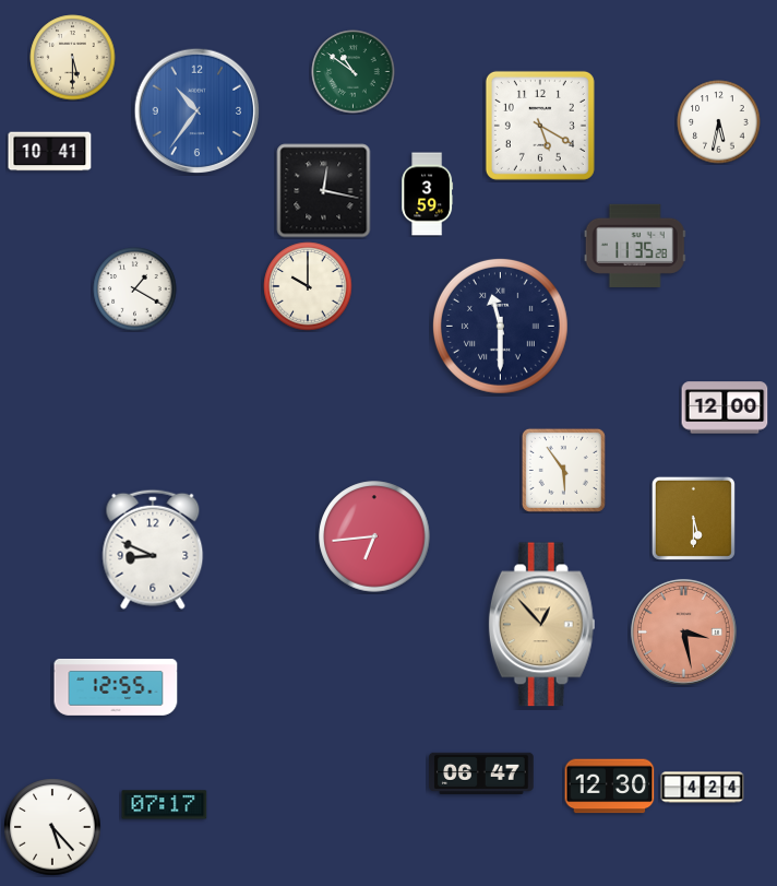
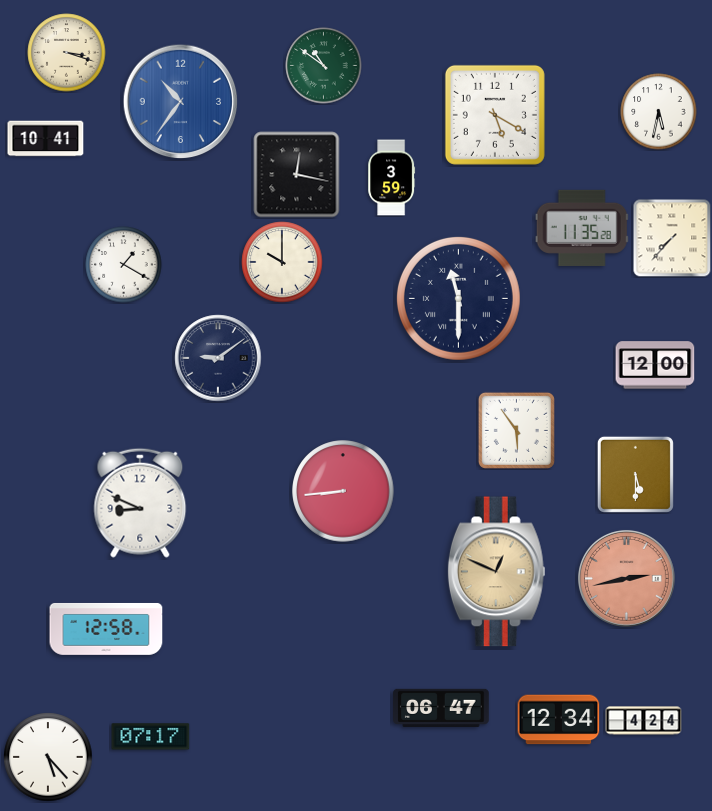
clock at (73, 58): 5:30 -> 3:18
clock at (635, 246) position: (635, 246) -> (582, 228)
clock at (672, 238): none -> 7:37
clock at (218, 358): none -> 9:09
clock at (725, 407) position: (725, 407) -> (655, 365)
clock at (374, 536): 6:44 -> 8:44
clock at (541, 625): 12:53 -> 12:49
clock at (683, 631): 3:28 -> 2:43
clock at (116, 687): 12:55 -> 12:58
clock at (610, 787): 12:30 -> 12:34
